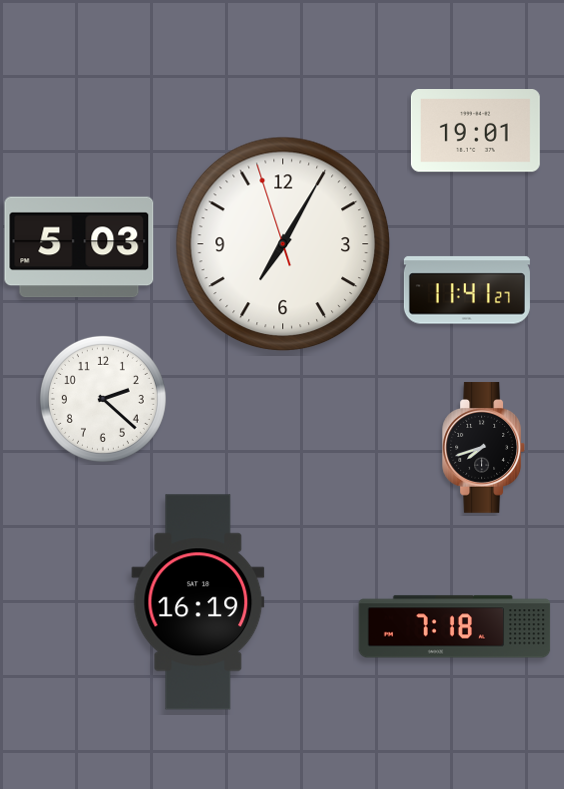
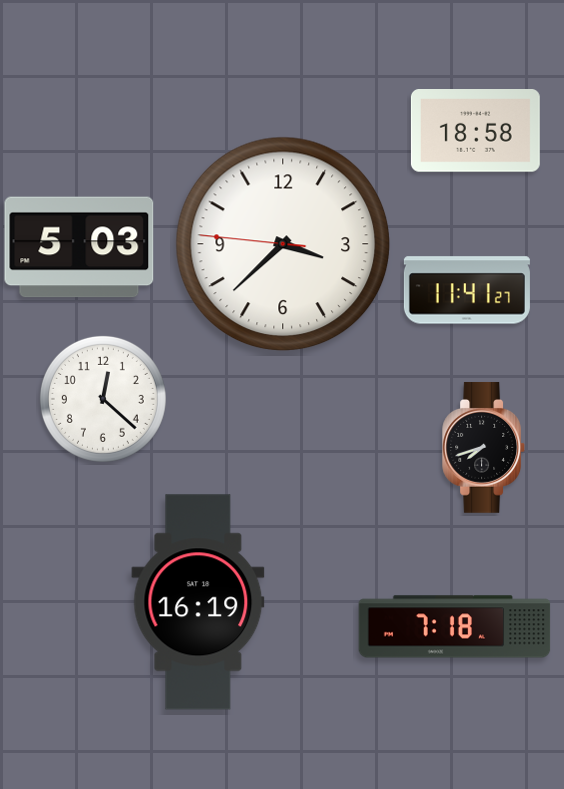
clock at (475, 131): 19:01 -> 18:58
clock at (283, 244): 7:04 -> 3:37
clock at (103, 399): 2:22 -> 12:22
